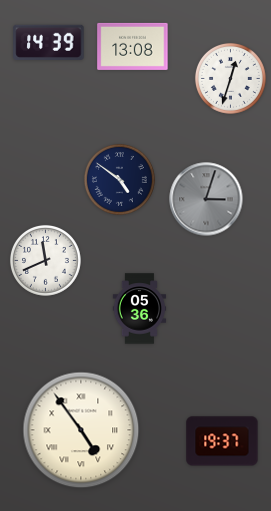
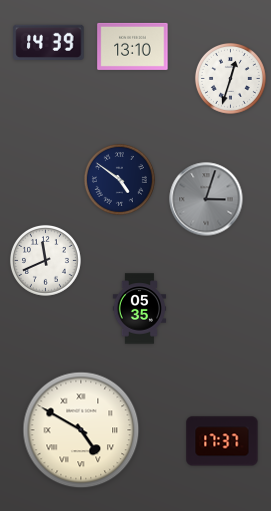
clock at (133, 46): 13:08 -> 13:10
clock at (140, 309): 05:36 -> 05:35
clock at (81, 430): 4:54 -> 4:50
clock at (222, 441): 19:37 -> 17:37
